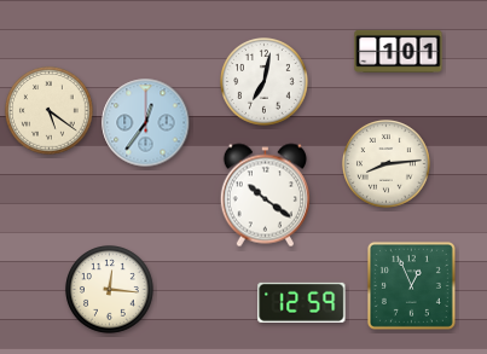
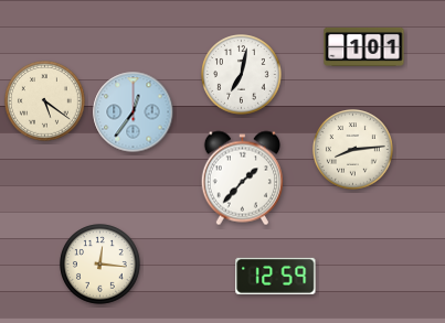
clock at (265, 196): 10:21 -> 1:37
clock at (411, 285): 12:56 -> none
